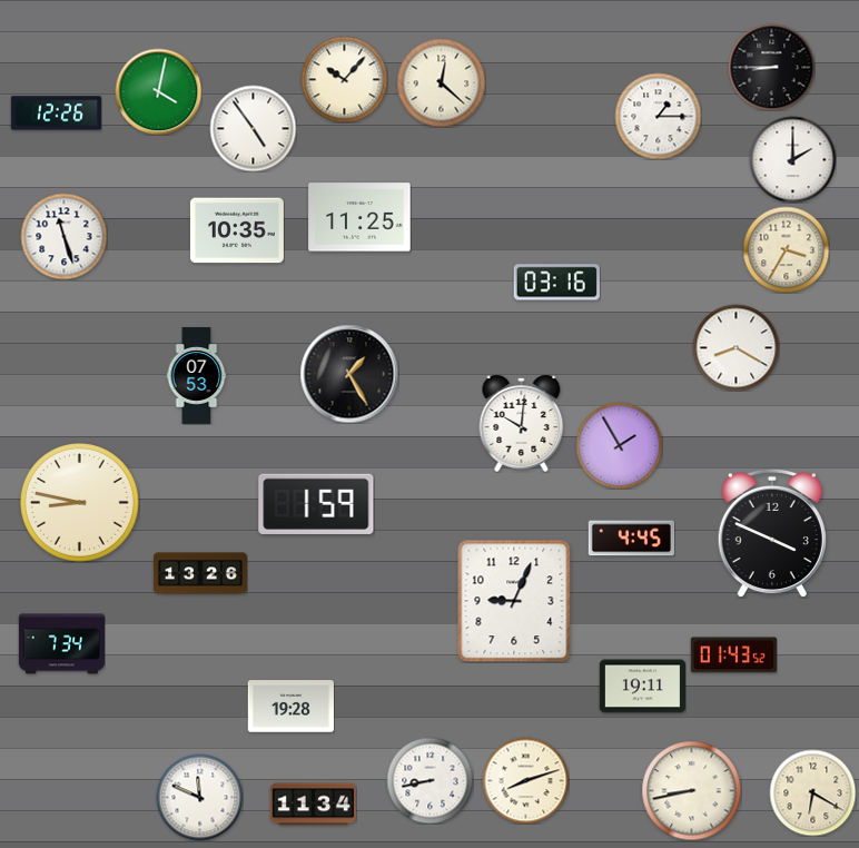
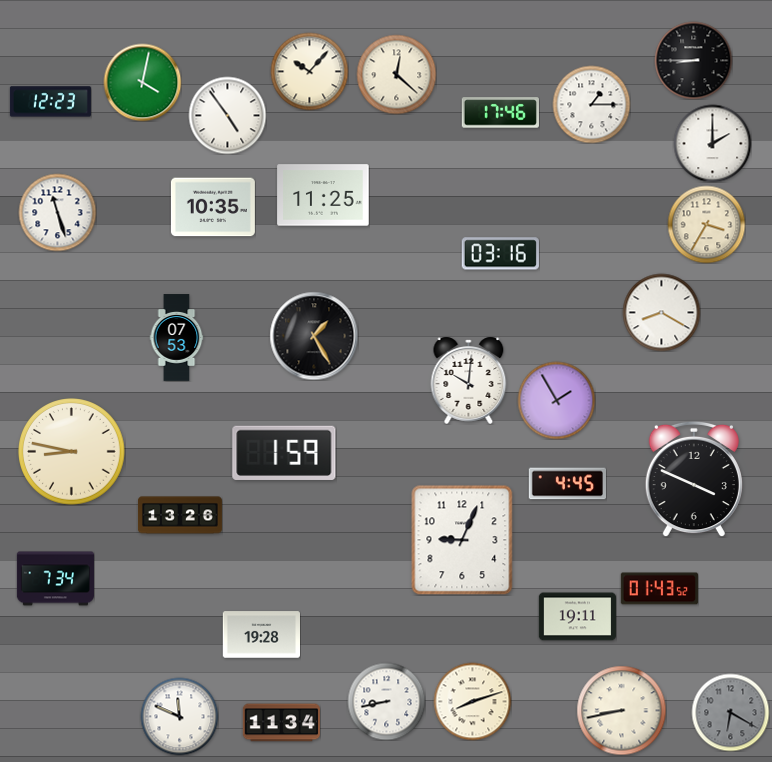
clock at (56, 114): 12:26 -> 12:23
clock at (500, 113): none -> 17:46
clock at (812, 792) dial: cream -> grey
